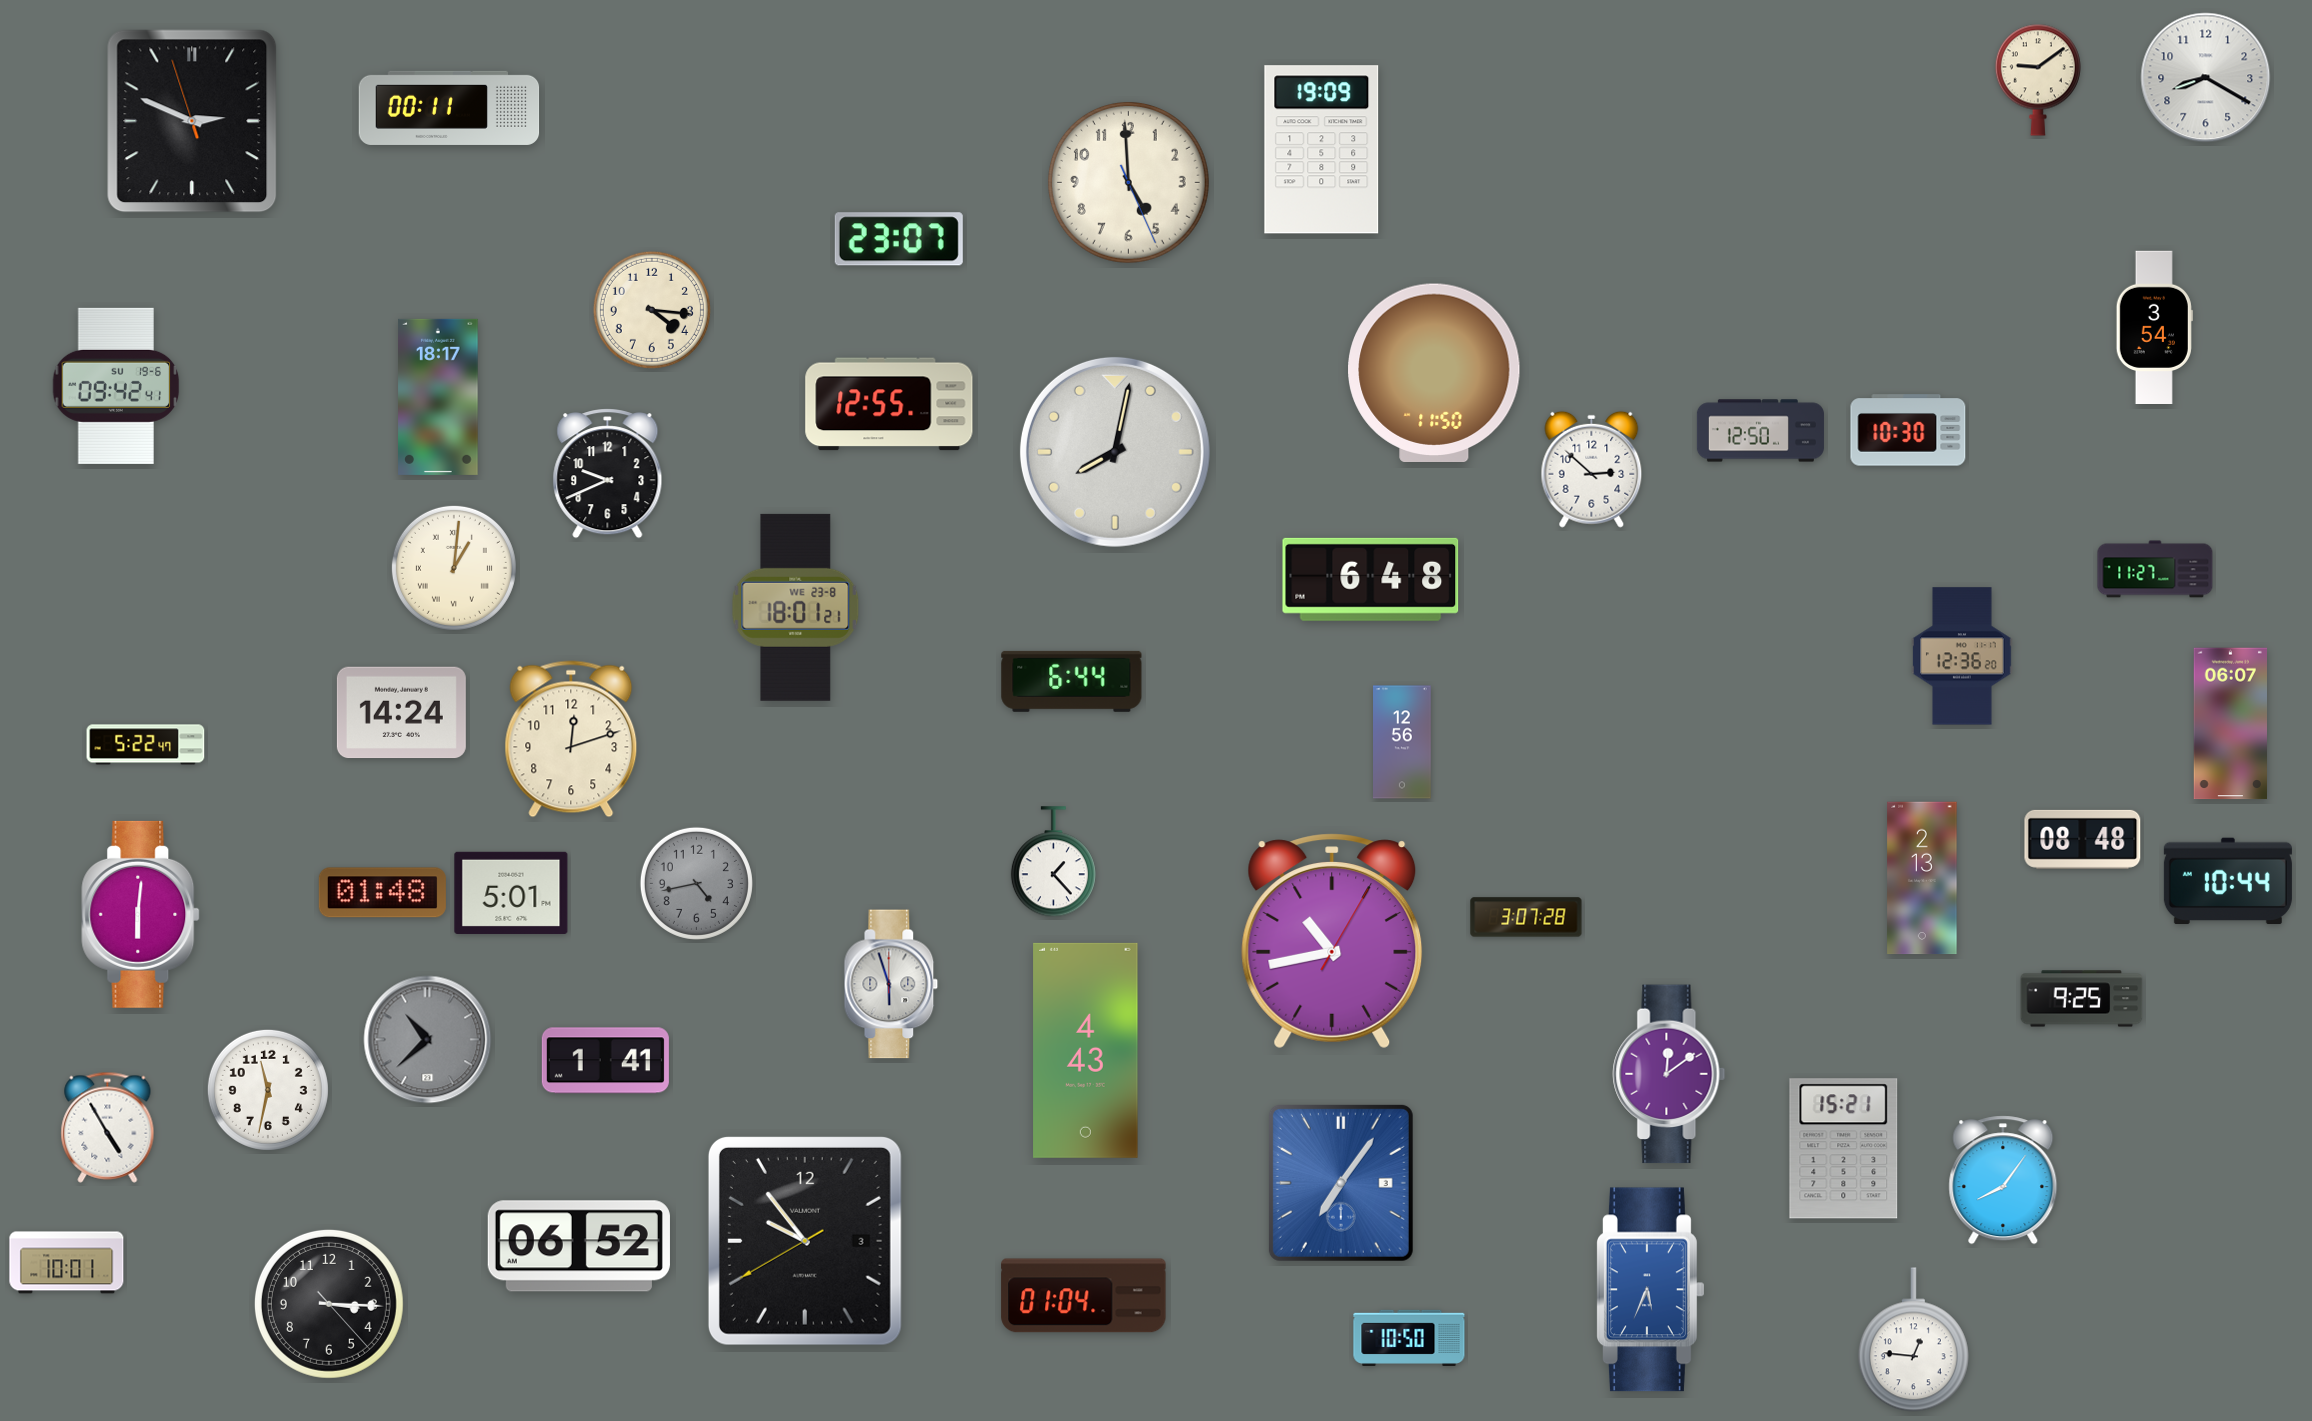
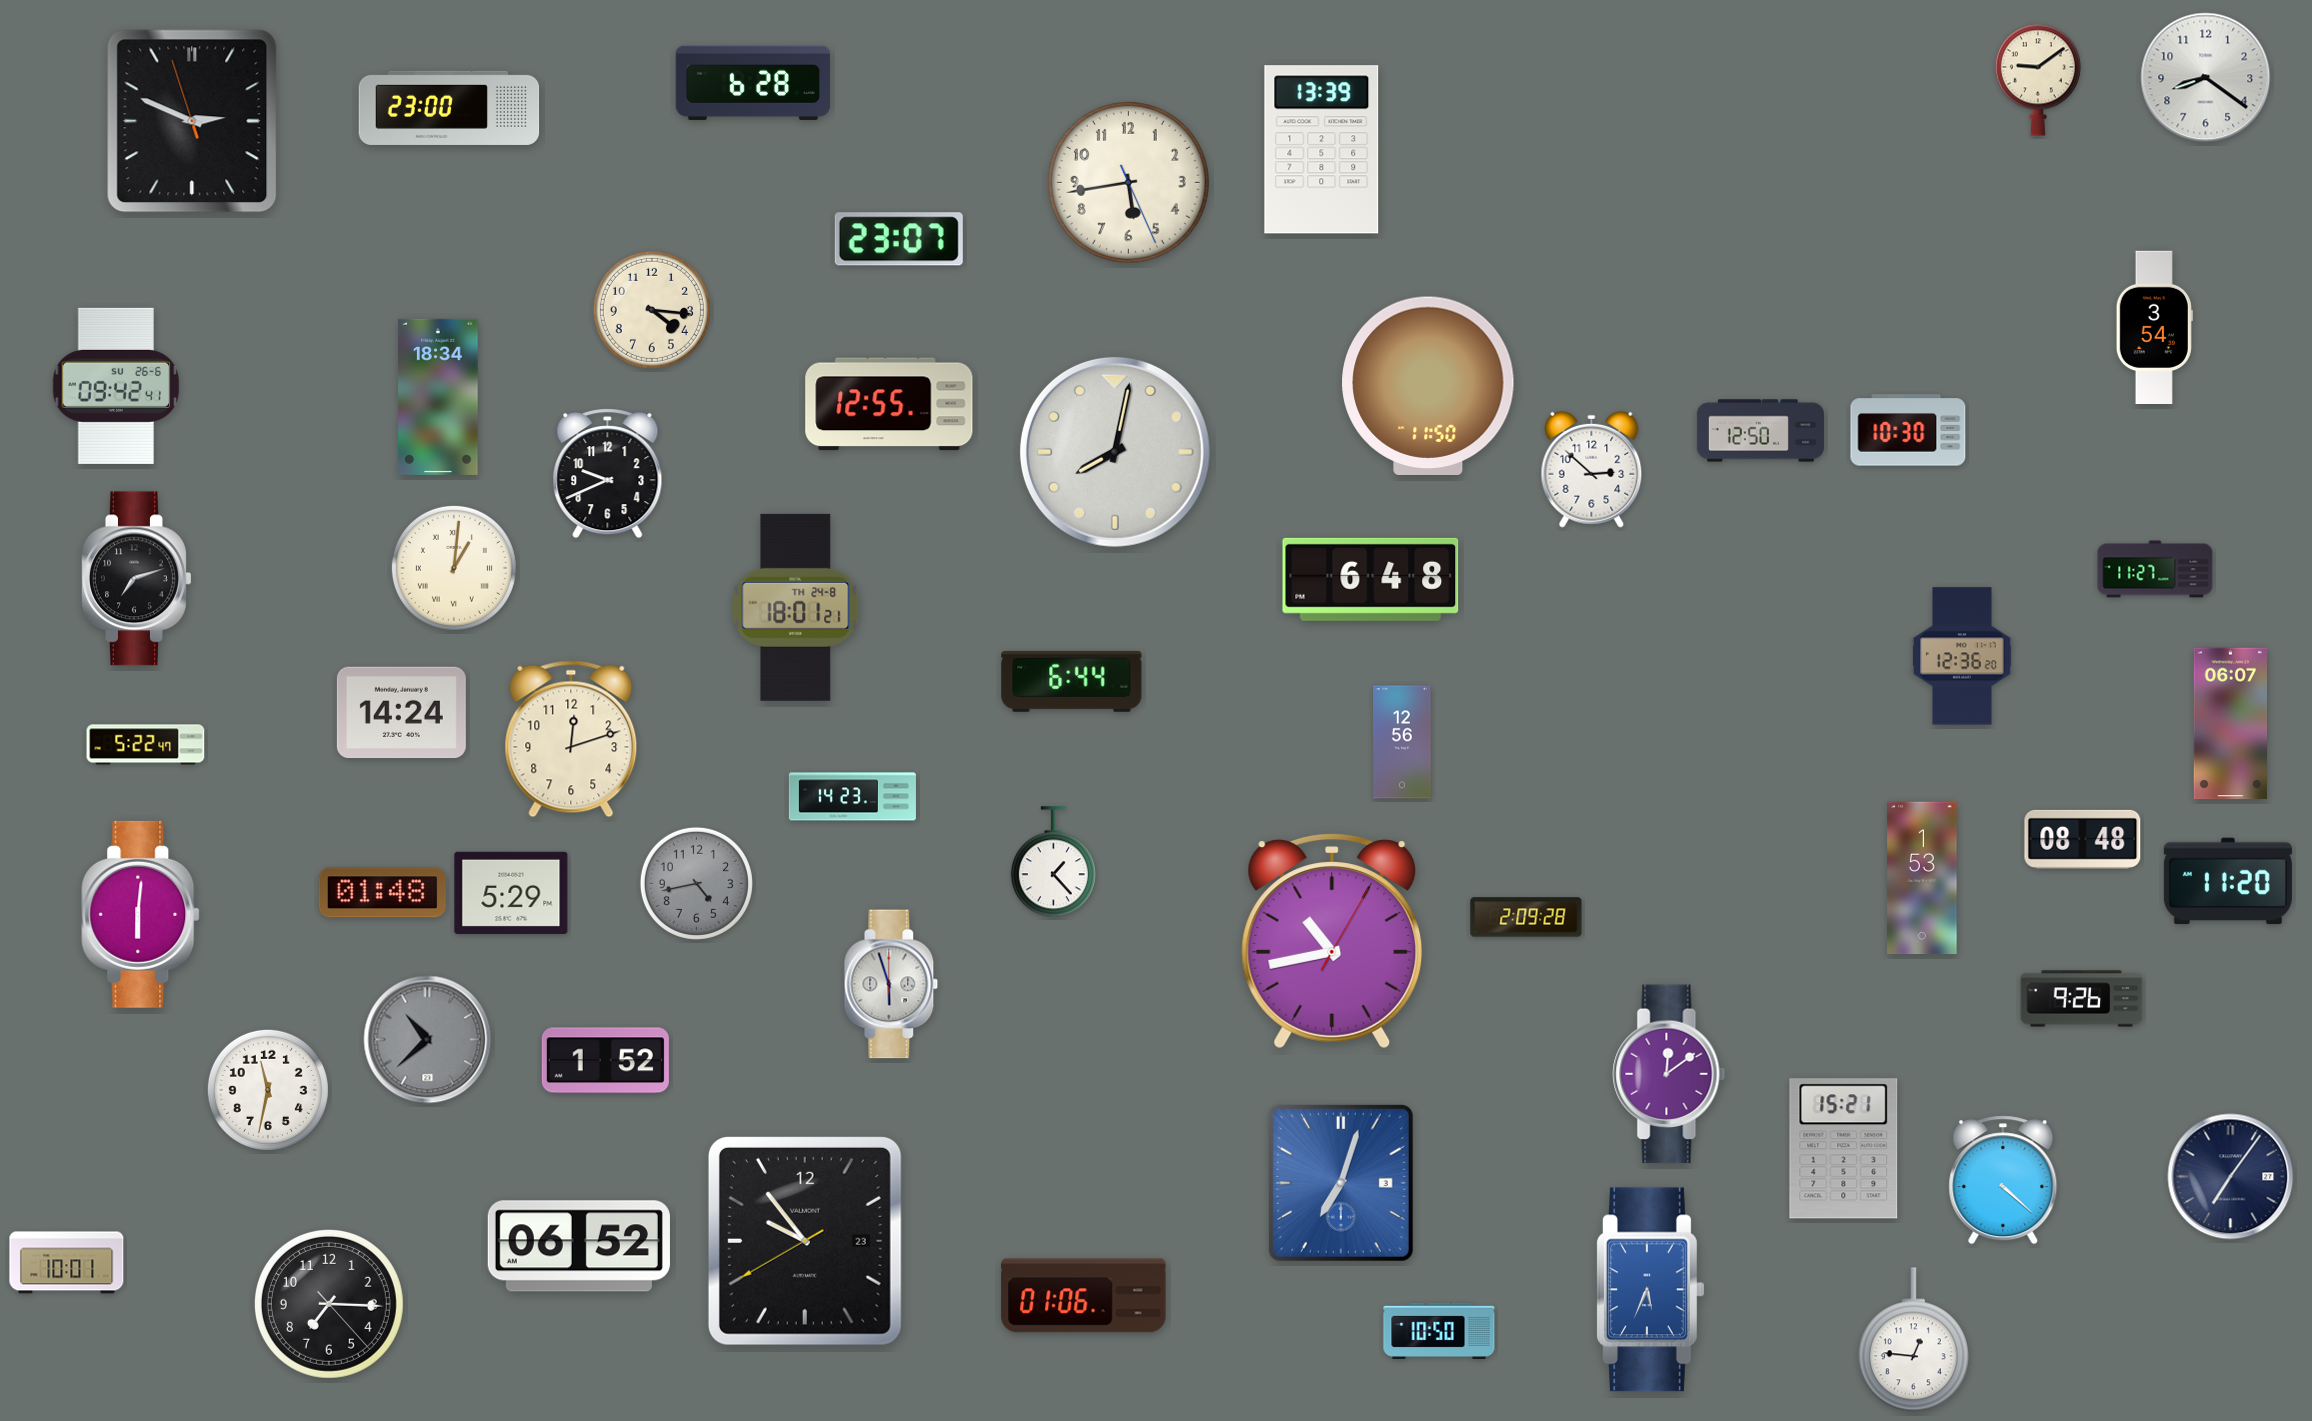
clock at (2206, 78): 8:20 -> 8:21
clock at (753, 83): none -> 6:28
clock at (449, 108): 00:11 -> 23:00
clock at (1322, 150): 19:09 -> 13:39
clock at (1128, 182): 4:59 -> 5:43
clock at (1434, 372) position: (1434, 372) -> (1428, 385)
clock at (116, 386) date: SU 19-6 -> SU 26-6
clock at (438, 397): 18:17 -> 18:34
clock at (137, 579): none -> 7:12
clock at (796, 607) date: WE 23-8 -> TH 24-8
clock at (852, 797): none -> 14:23
clock at (1922, 878): 2:13 -> 1:53
clock at (2228, 881): 10:44 -> 11:20
clock at (511, 893): 5:01 -> 5:29
clock at (1526, 917): 3:07 -> 2:09
clock at (2082, 999): 9:25 -> 9:26
clock at (1086, 1050): 4:43 -> none
clock at (605, 1061): 1:41 -> 1:52
clock at (108, 1127): 4:55 -> none
clock at (2231, 1177): none -> 7:06
clock at (2003, 1180): 8:06 -> 4:22
clock at (1341, 1183): 7:06 -> 7:03
clock at (805, 1241) date: 3 -> 23
clock at (1084, 1296): 01:04 -> 01:06
clock at (329, 1304): 3:15 -> 7:15
clock at (1409, 1337) position: (1409, 1337) -> (1439, 1330)
